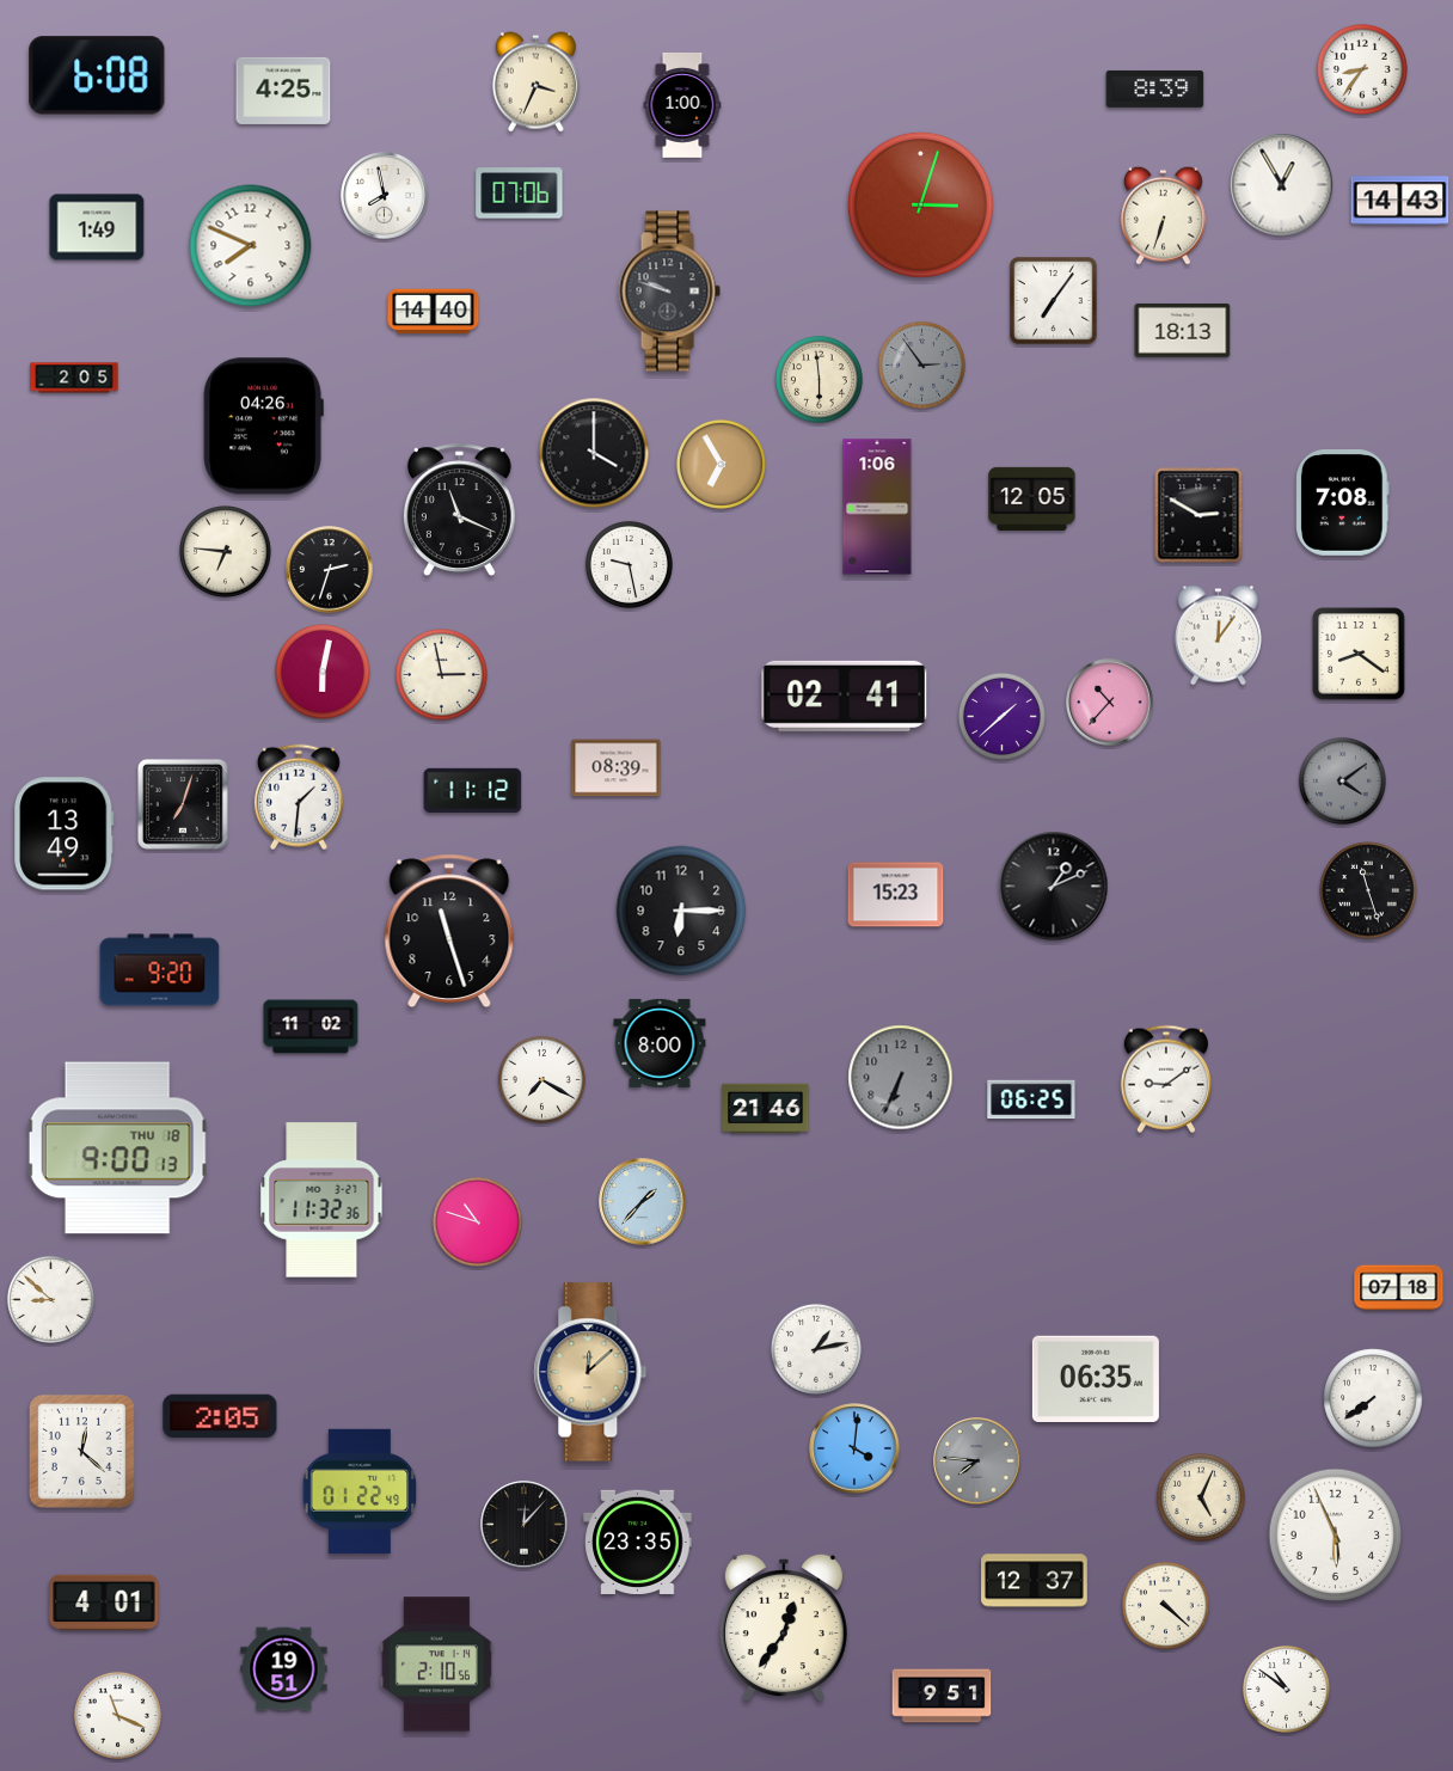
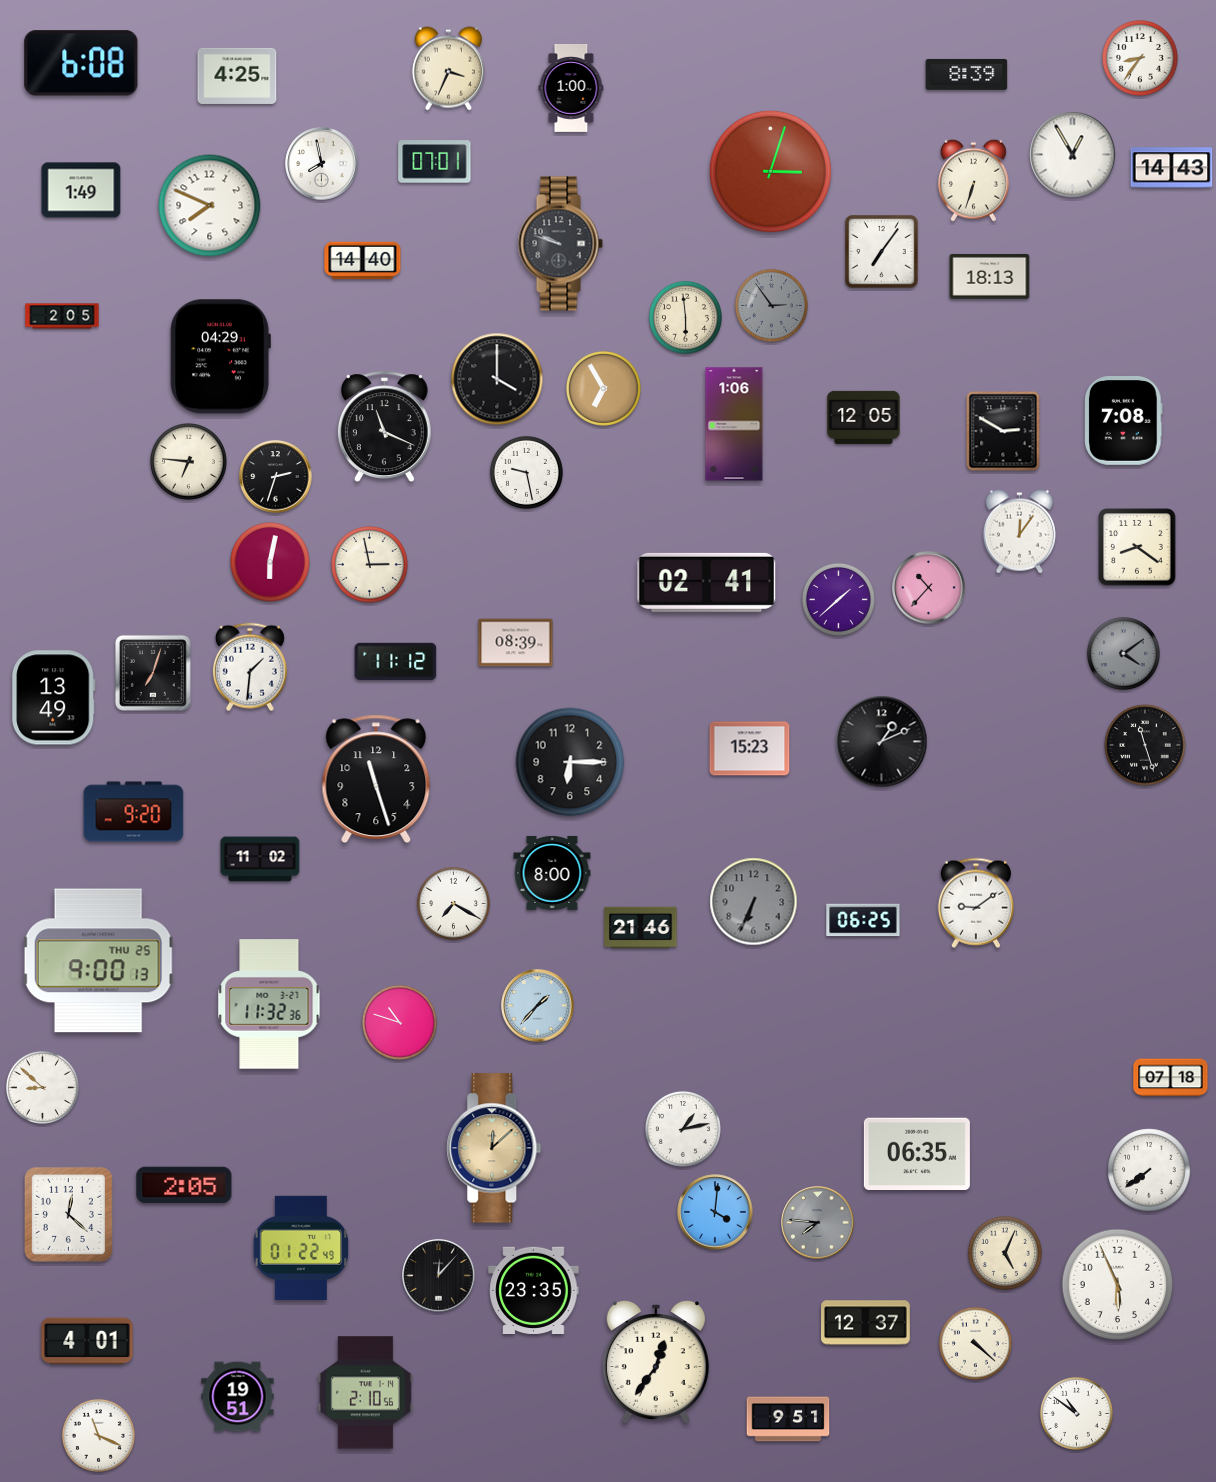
clock at (520, 194): 07:06 -> 07:01
clock at (263, 427): 04:26 -> 04:29
clock at (117, 1148) date: THU 18 -> THU 25
